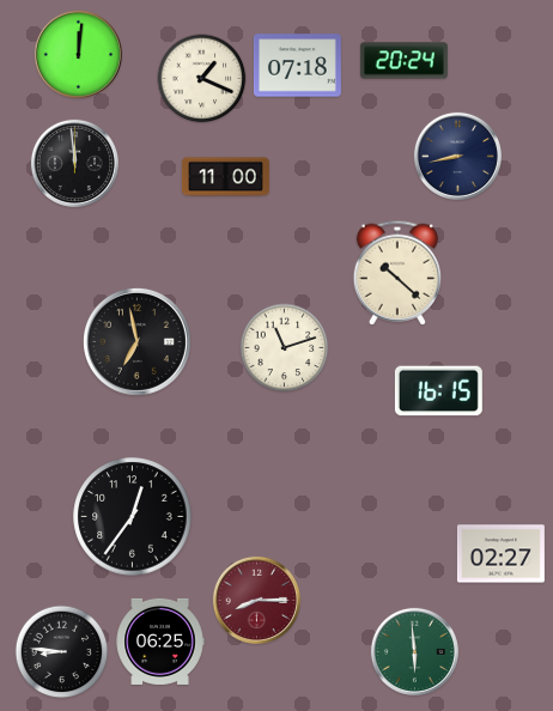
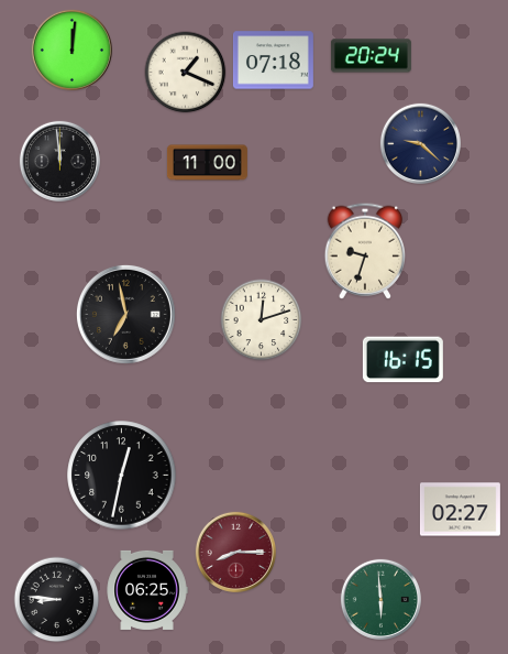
clock at (457, 156): 8:43 -> 9:22
clock at (74, 163) position: (74, 163) -> (59, 161)
clock at (396, 273): 10:22 -> 9:33
clock at (285, 348): 11:12 -> 12:12
clock at (133, 517): 12:36 -> 12:32
